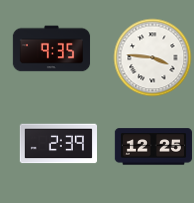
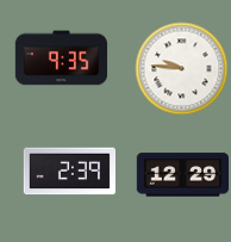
clock at (152, 57): 3:46 -> 9:46
clock at (153, 147): 12:25 -> 12:29
